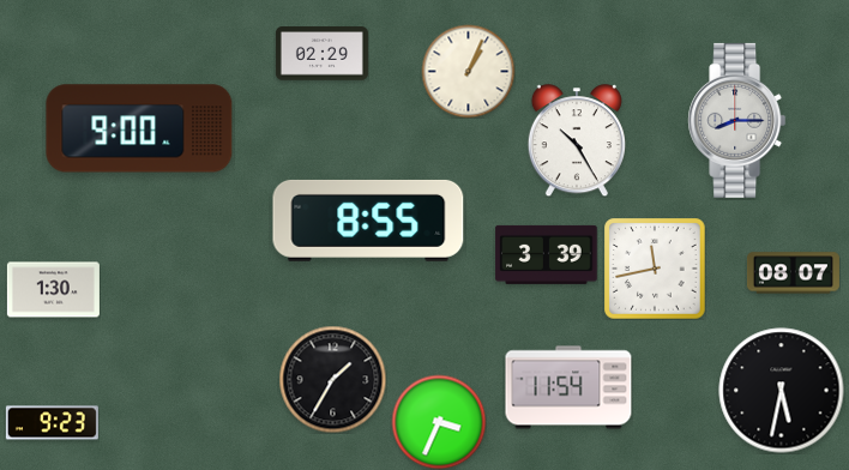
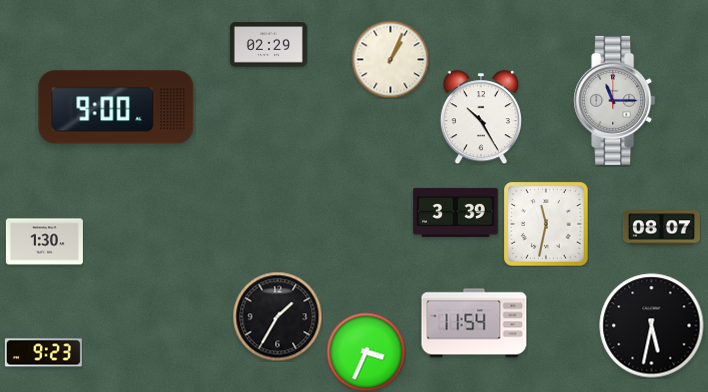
clock at (737, 120): 8:15 -> 11:15
clock at (368, 221): 8:55 -> none
clock at (655, 269): 11:43 -> 11:32
